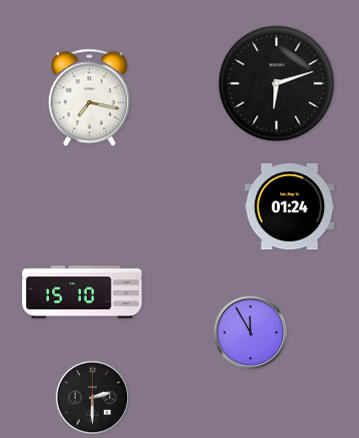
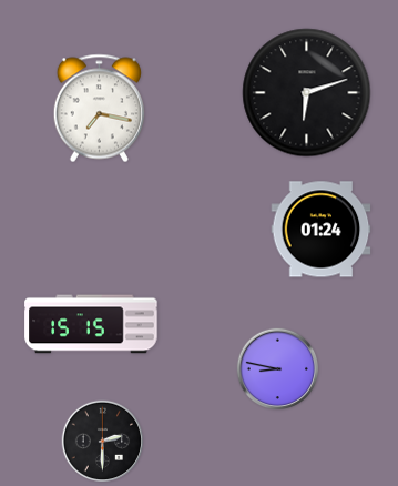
clock at (82, 292): 15:10 -> 15:15
clock at (251, 333): 11:55 -> 8:47
